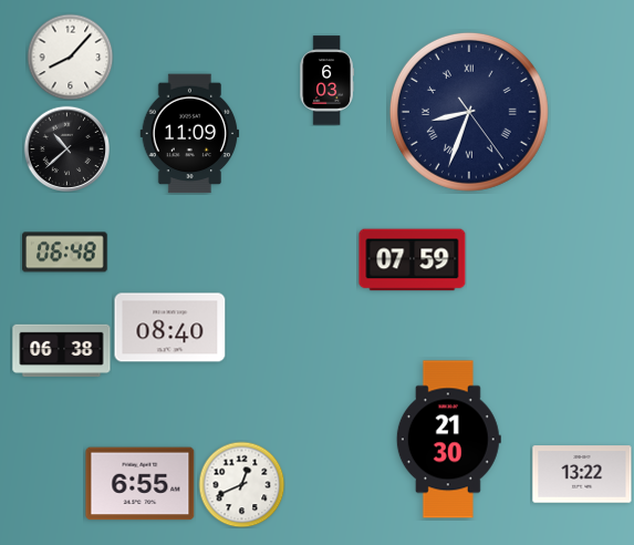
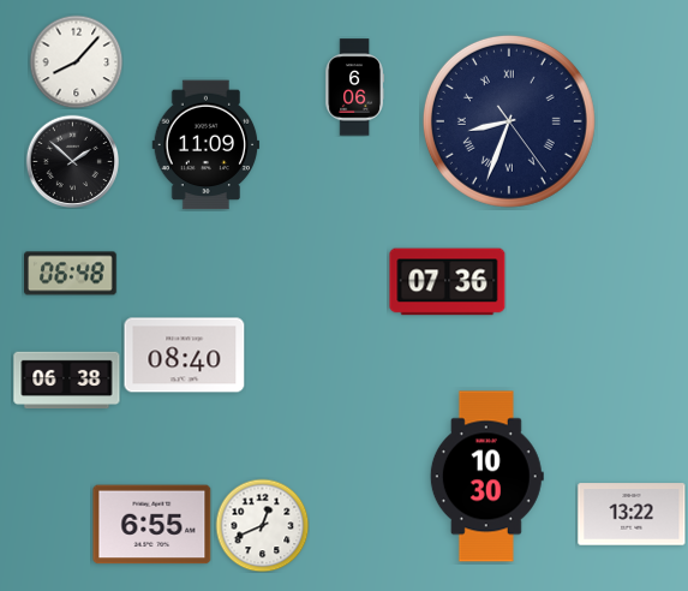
clock at (326, 81): 6:03 -> 6:06
clock at (66, 148): 10:38 -> 1:52
clock at (413, 260): 07:59 -> 07:36
clock at (448, 440): 21:30 -> 10:30
